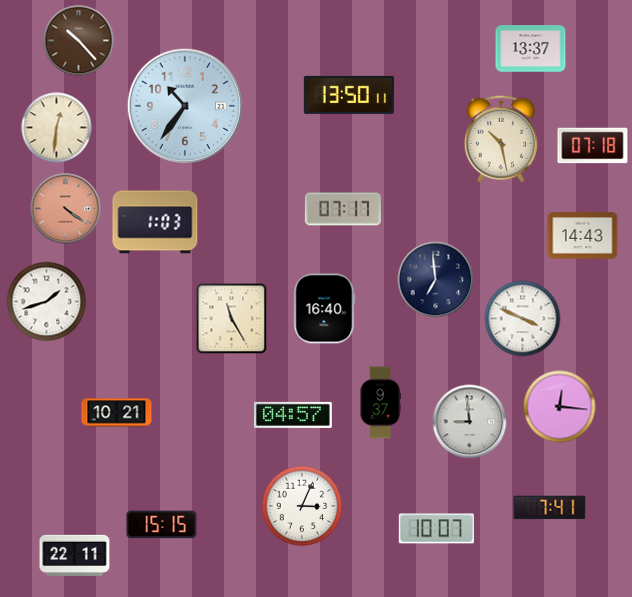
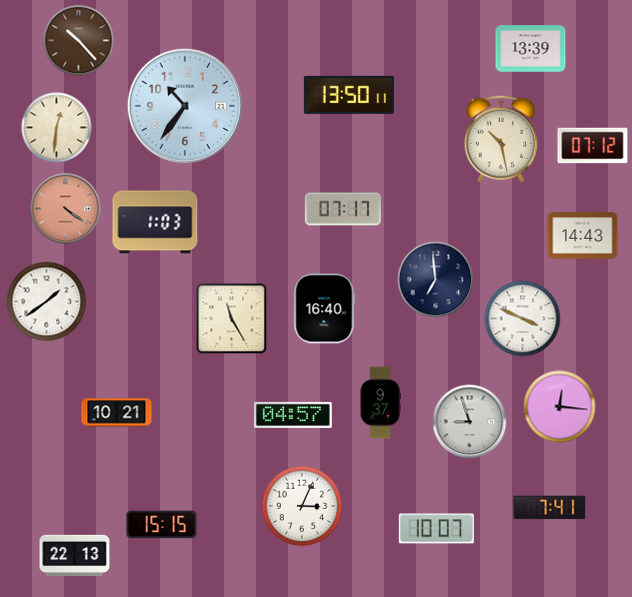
clock at (531, 49): 13:37 -> 13:39
clock at (593, 146): 07:18 -> 07:12
clock at (47, 302): 1:42 -> 1:39
clock at (470, 422): 8:59 -> 8:57
clock at (75, 556): 22:11 -> 22:13
